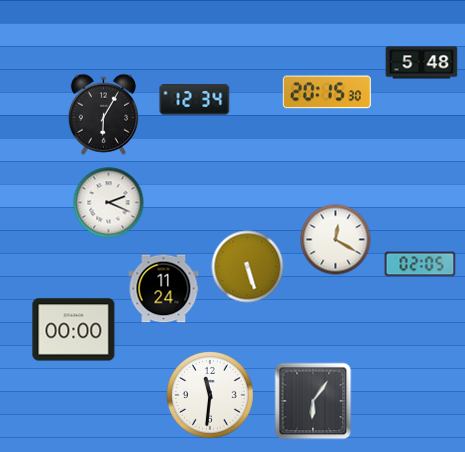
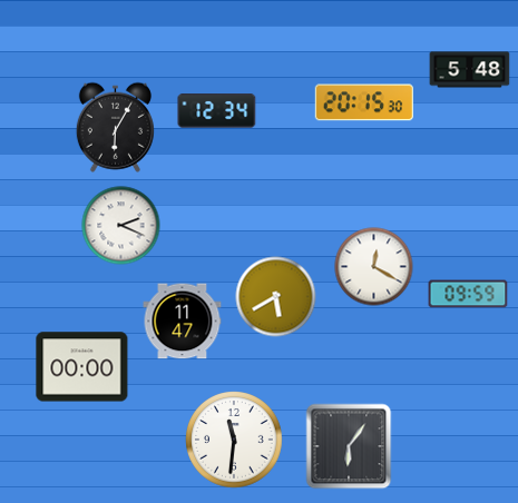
clock at (420, 264): 02:05 -> 09:59
clock at (248, 267): 5:27 -> 5:40
clock at (164, 289): 11:24 -> 11:47
